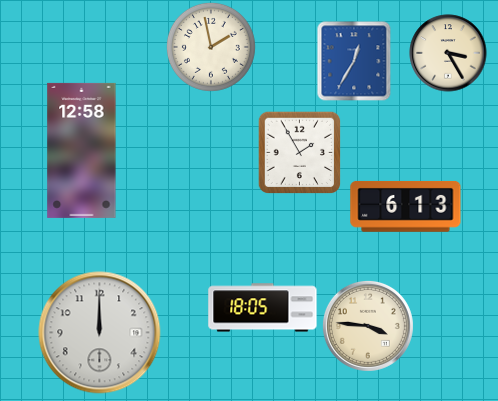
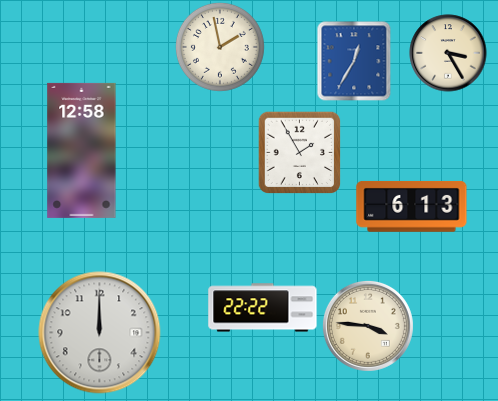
clock at (211, 47) position: (211, 47) -> (220, 47)
clock at (406, 206) position: (406, 206) -> (412, 206)
clock at (263, 308): 18:05 -> 22:22
